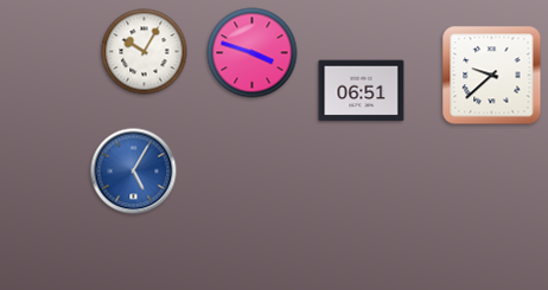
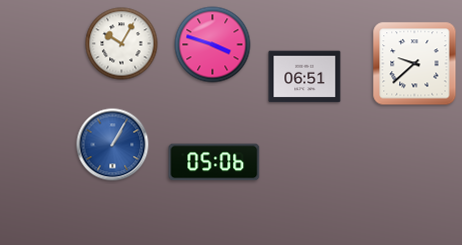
clock at (134, 172): 5:05 -> 1:05
clock at (214, 162): none -> 05:06
